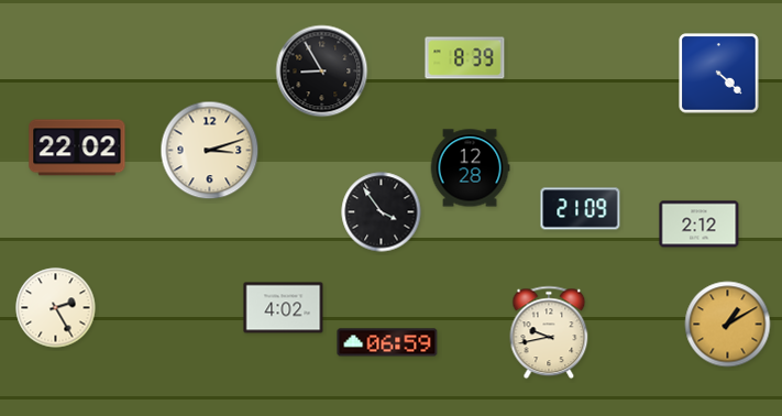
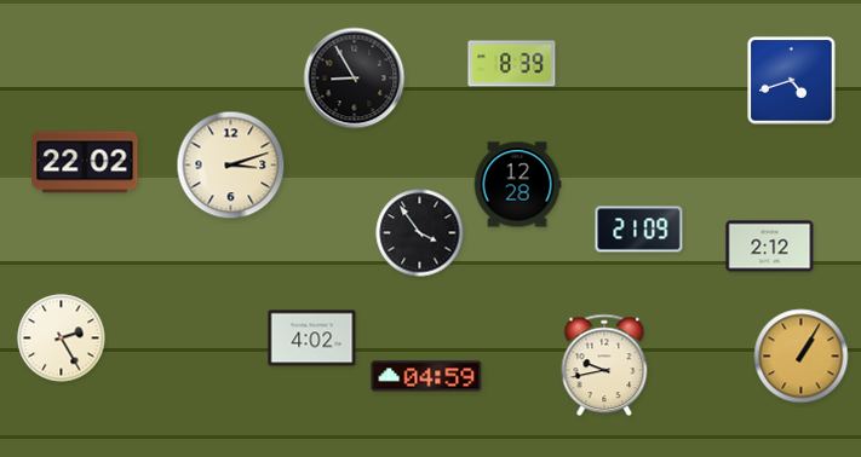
clock at (719, 74): 4:22 -> 4:42
clock at (728, 325): 1:10 -> 1:05
clock at (387, 342): 06:59 -> 04:59
